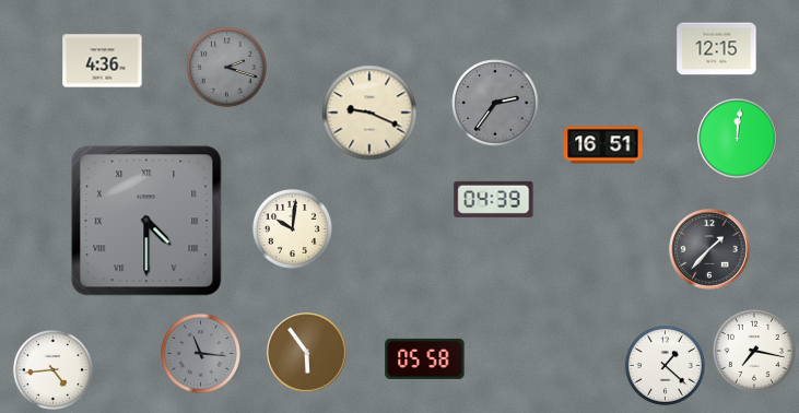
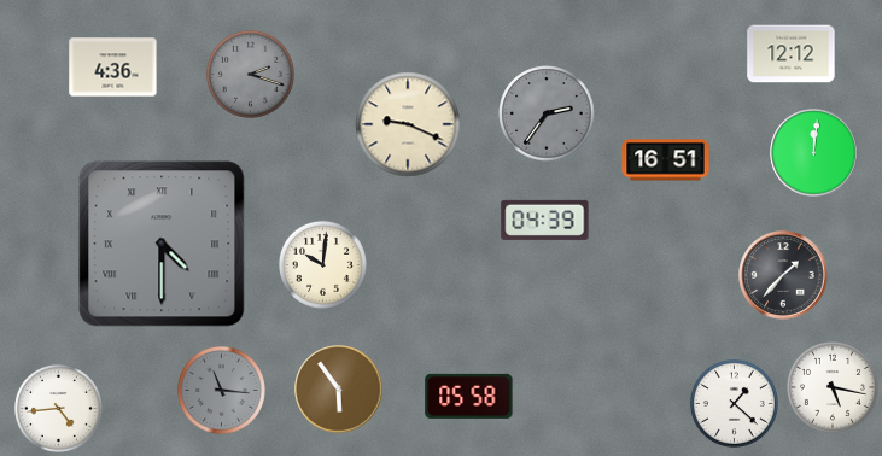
clock at (717, 49): 12:15 -> 12:12
clock at (292, 228) position: (292, 228) -> (322, 264)
clock at (755, 352): 7:17 -> 5:17
